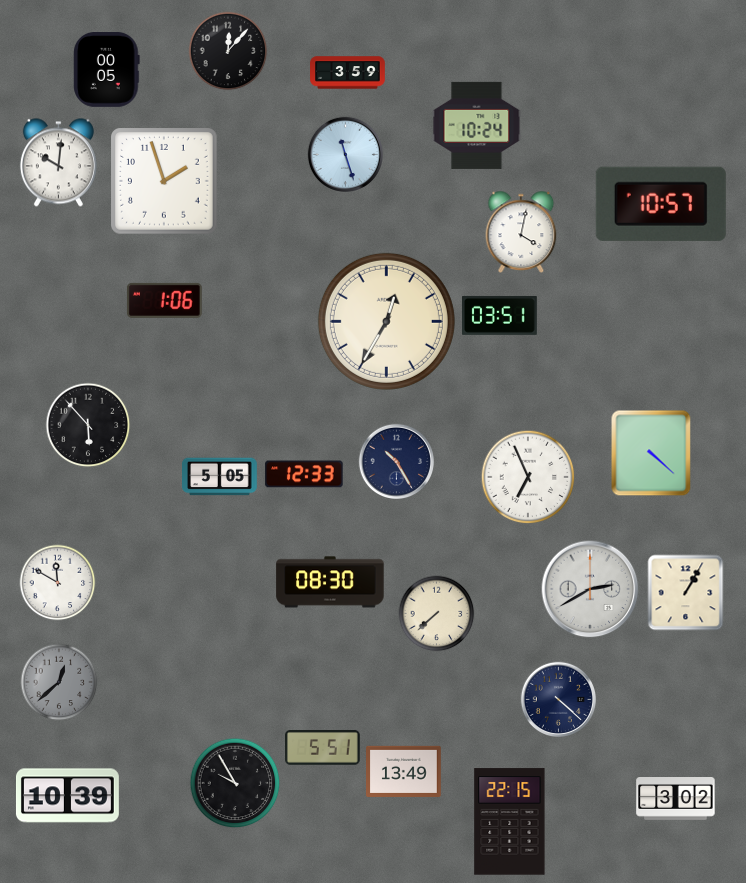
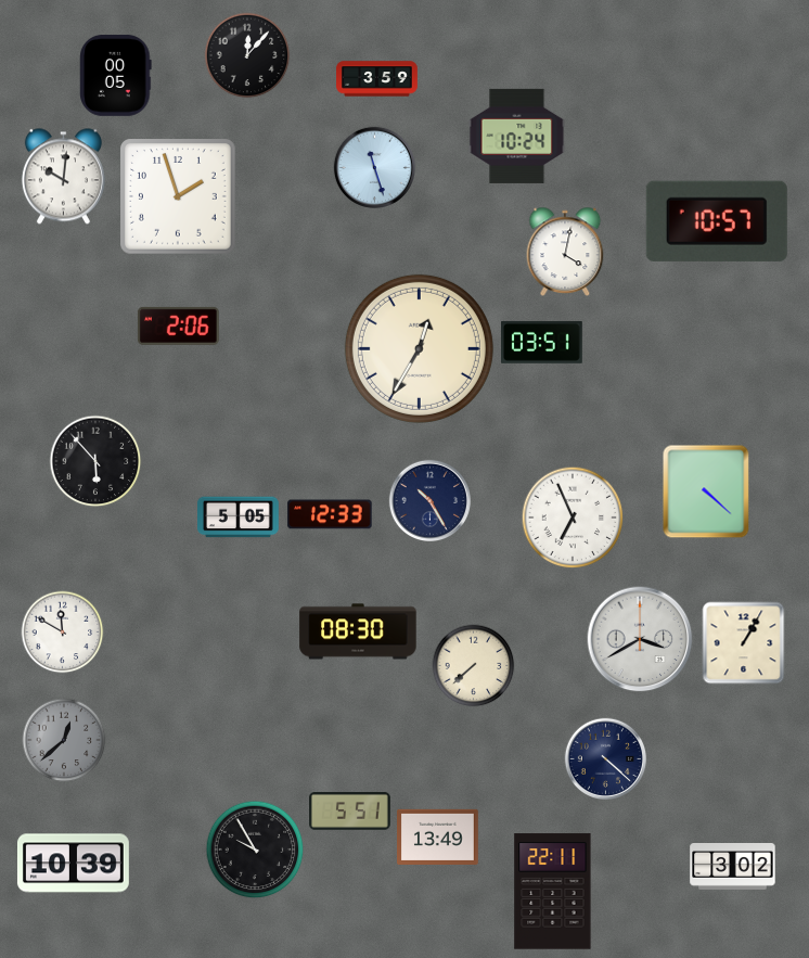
clock at (164, 300): 1:06 -> 2:06
clock at (590, 589): 2:40 -> 3:40
clock at (510, 822): 22:15 -> 22:11
